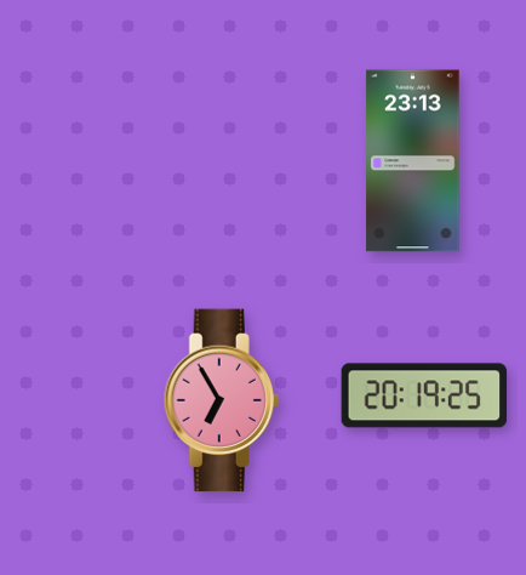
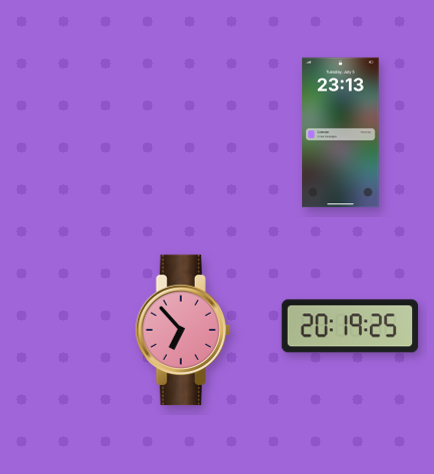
clock at (222, 400): 6:55 -> 6:53
